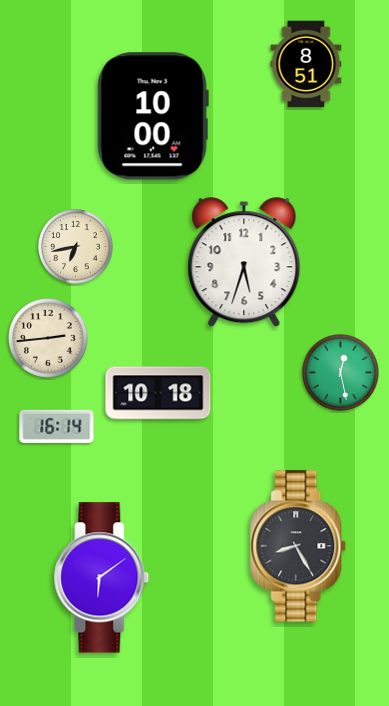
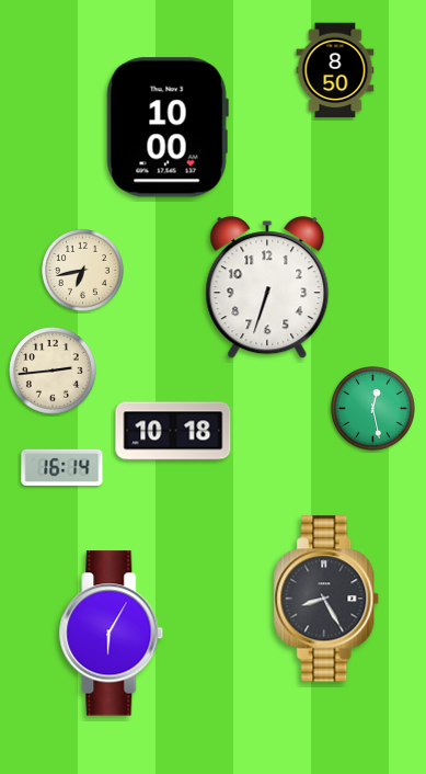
clock at (306, 64): 8:51 -> 8:50
clock at (244, 263): 5:33 -> 6:33
clock at (102, 578): 6:09 -> 6:05
